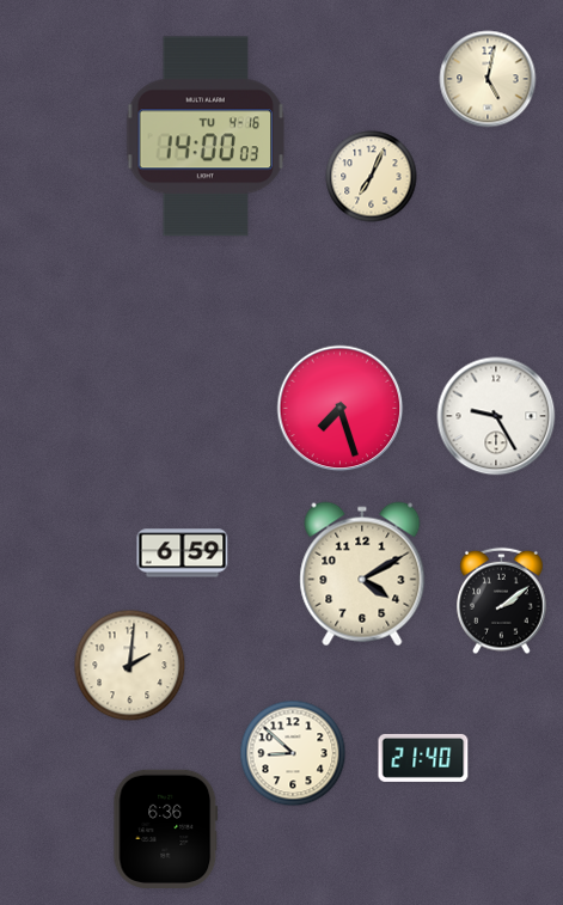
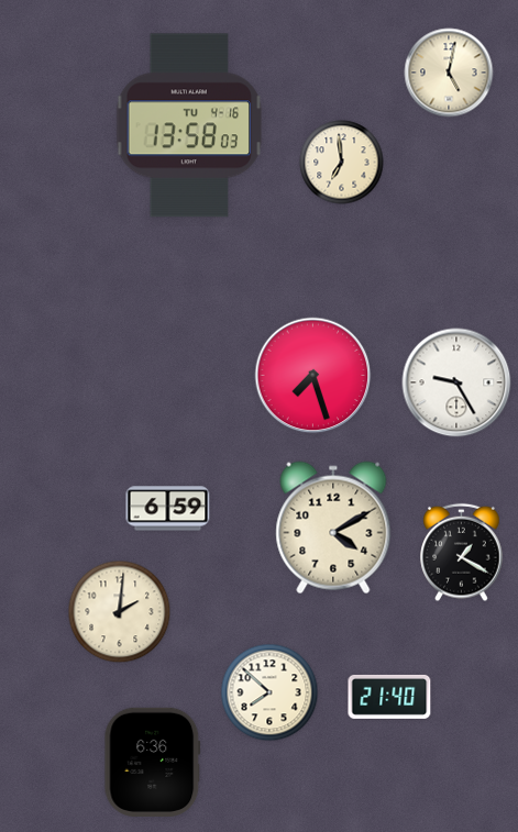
clock at (206, 136): 14:00 -> 13:58
clock at (372, 177): 7:04 -> 6:59
clock at (502, 601): 2:09 -> 1:20
clock at (293, 753): 8:52 -> 7:52
